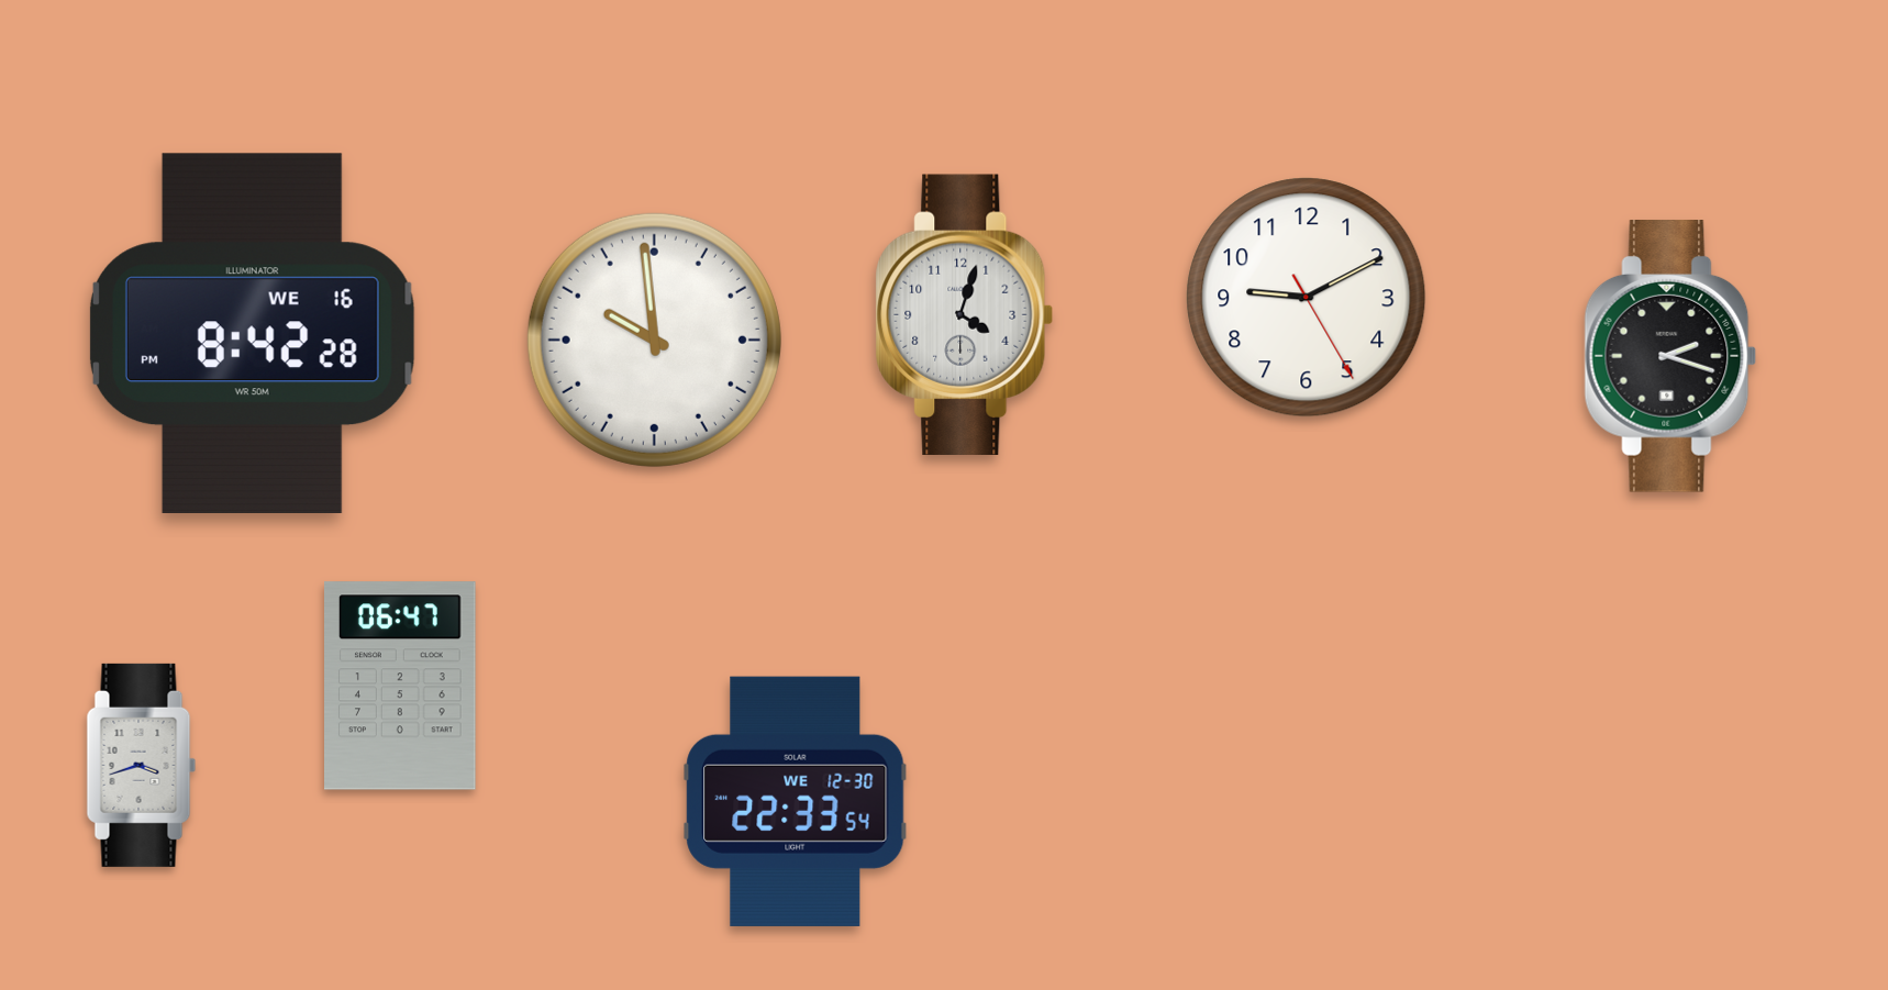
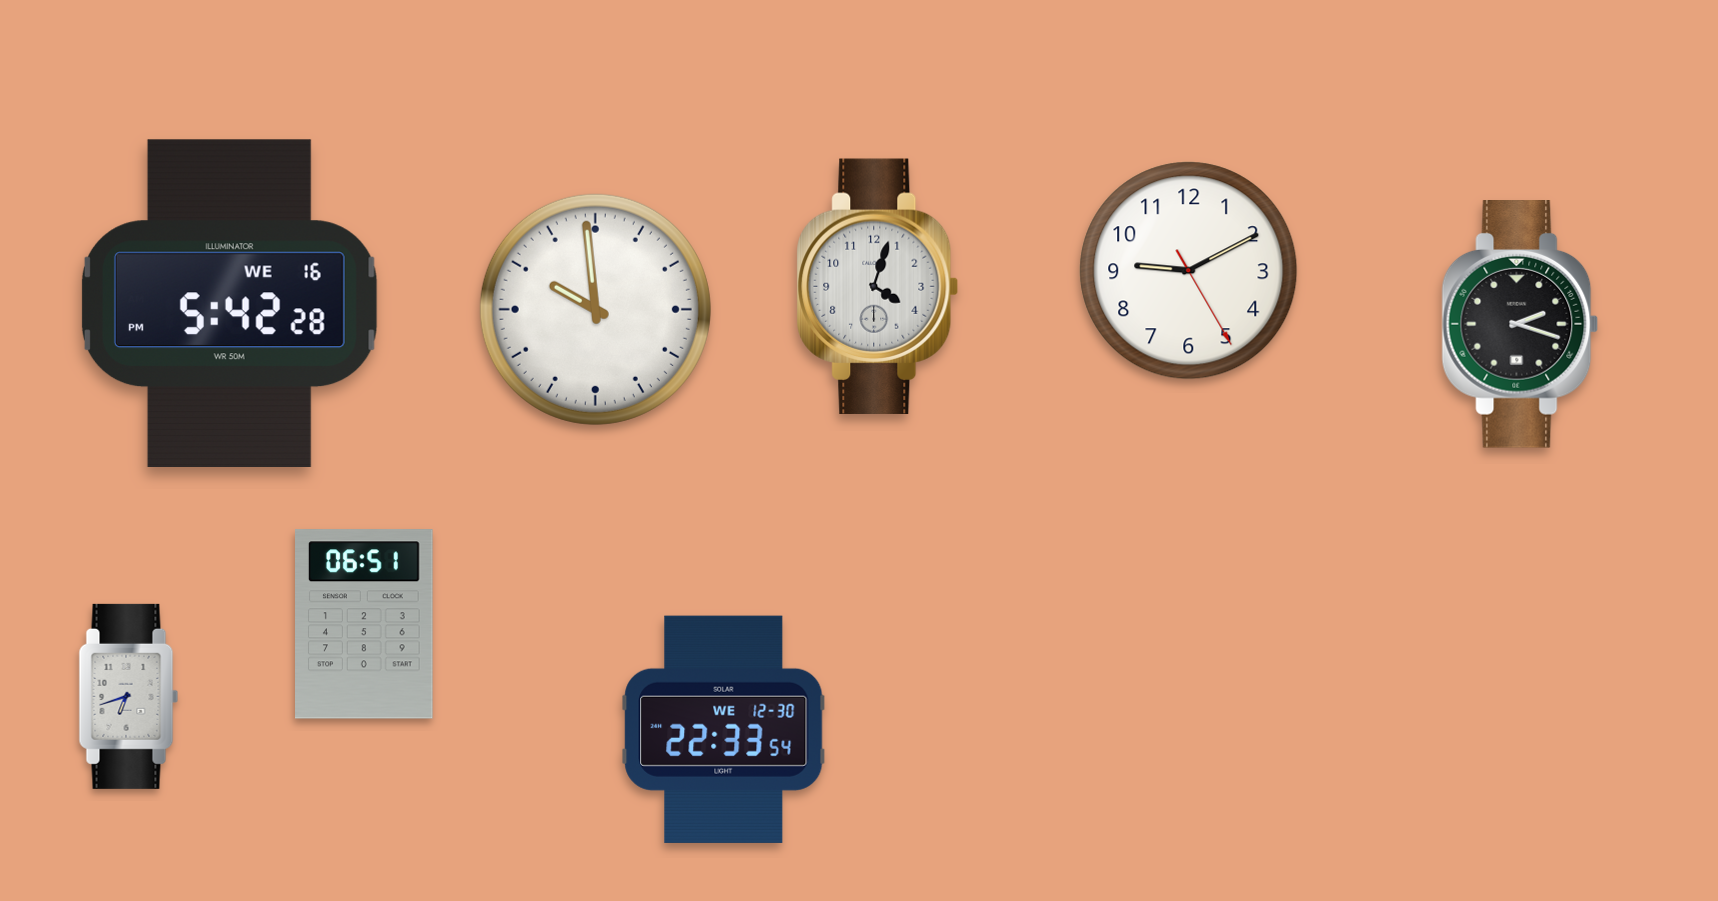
clock at (252, 333): 8:42 -> 5:42
clock at (401, 686): 06:47 -> 06:51
clock at (142, 765): 3:42 -> 6:42
